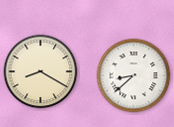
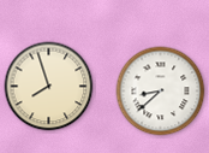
clock at (41, 72): 8:20 -> 7:57
